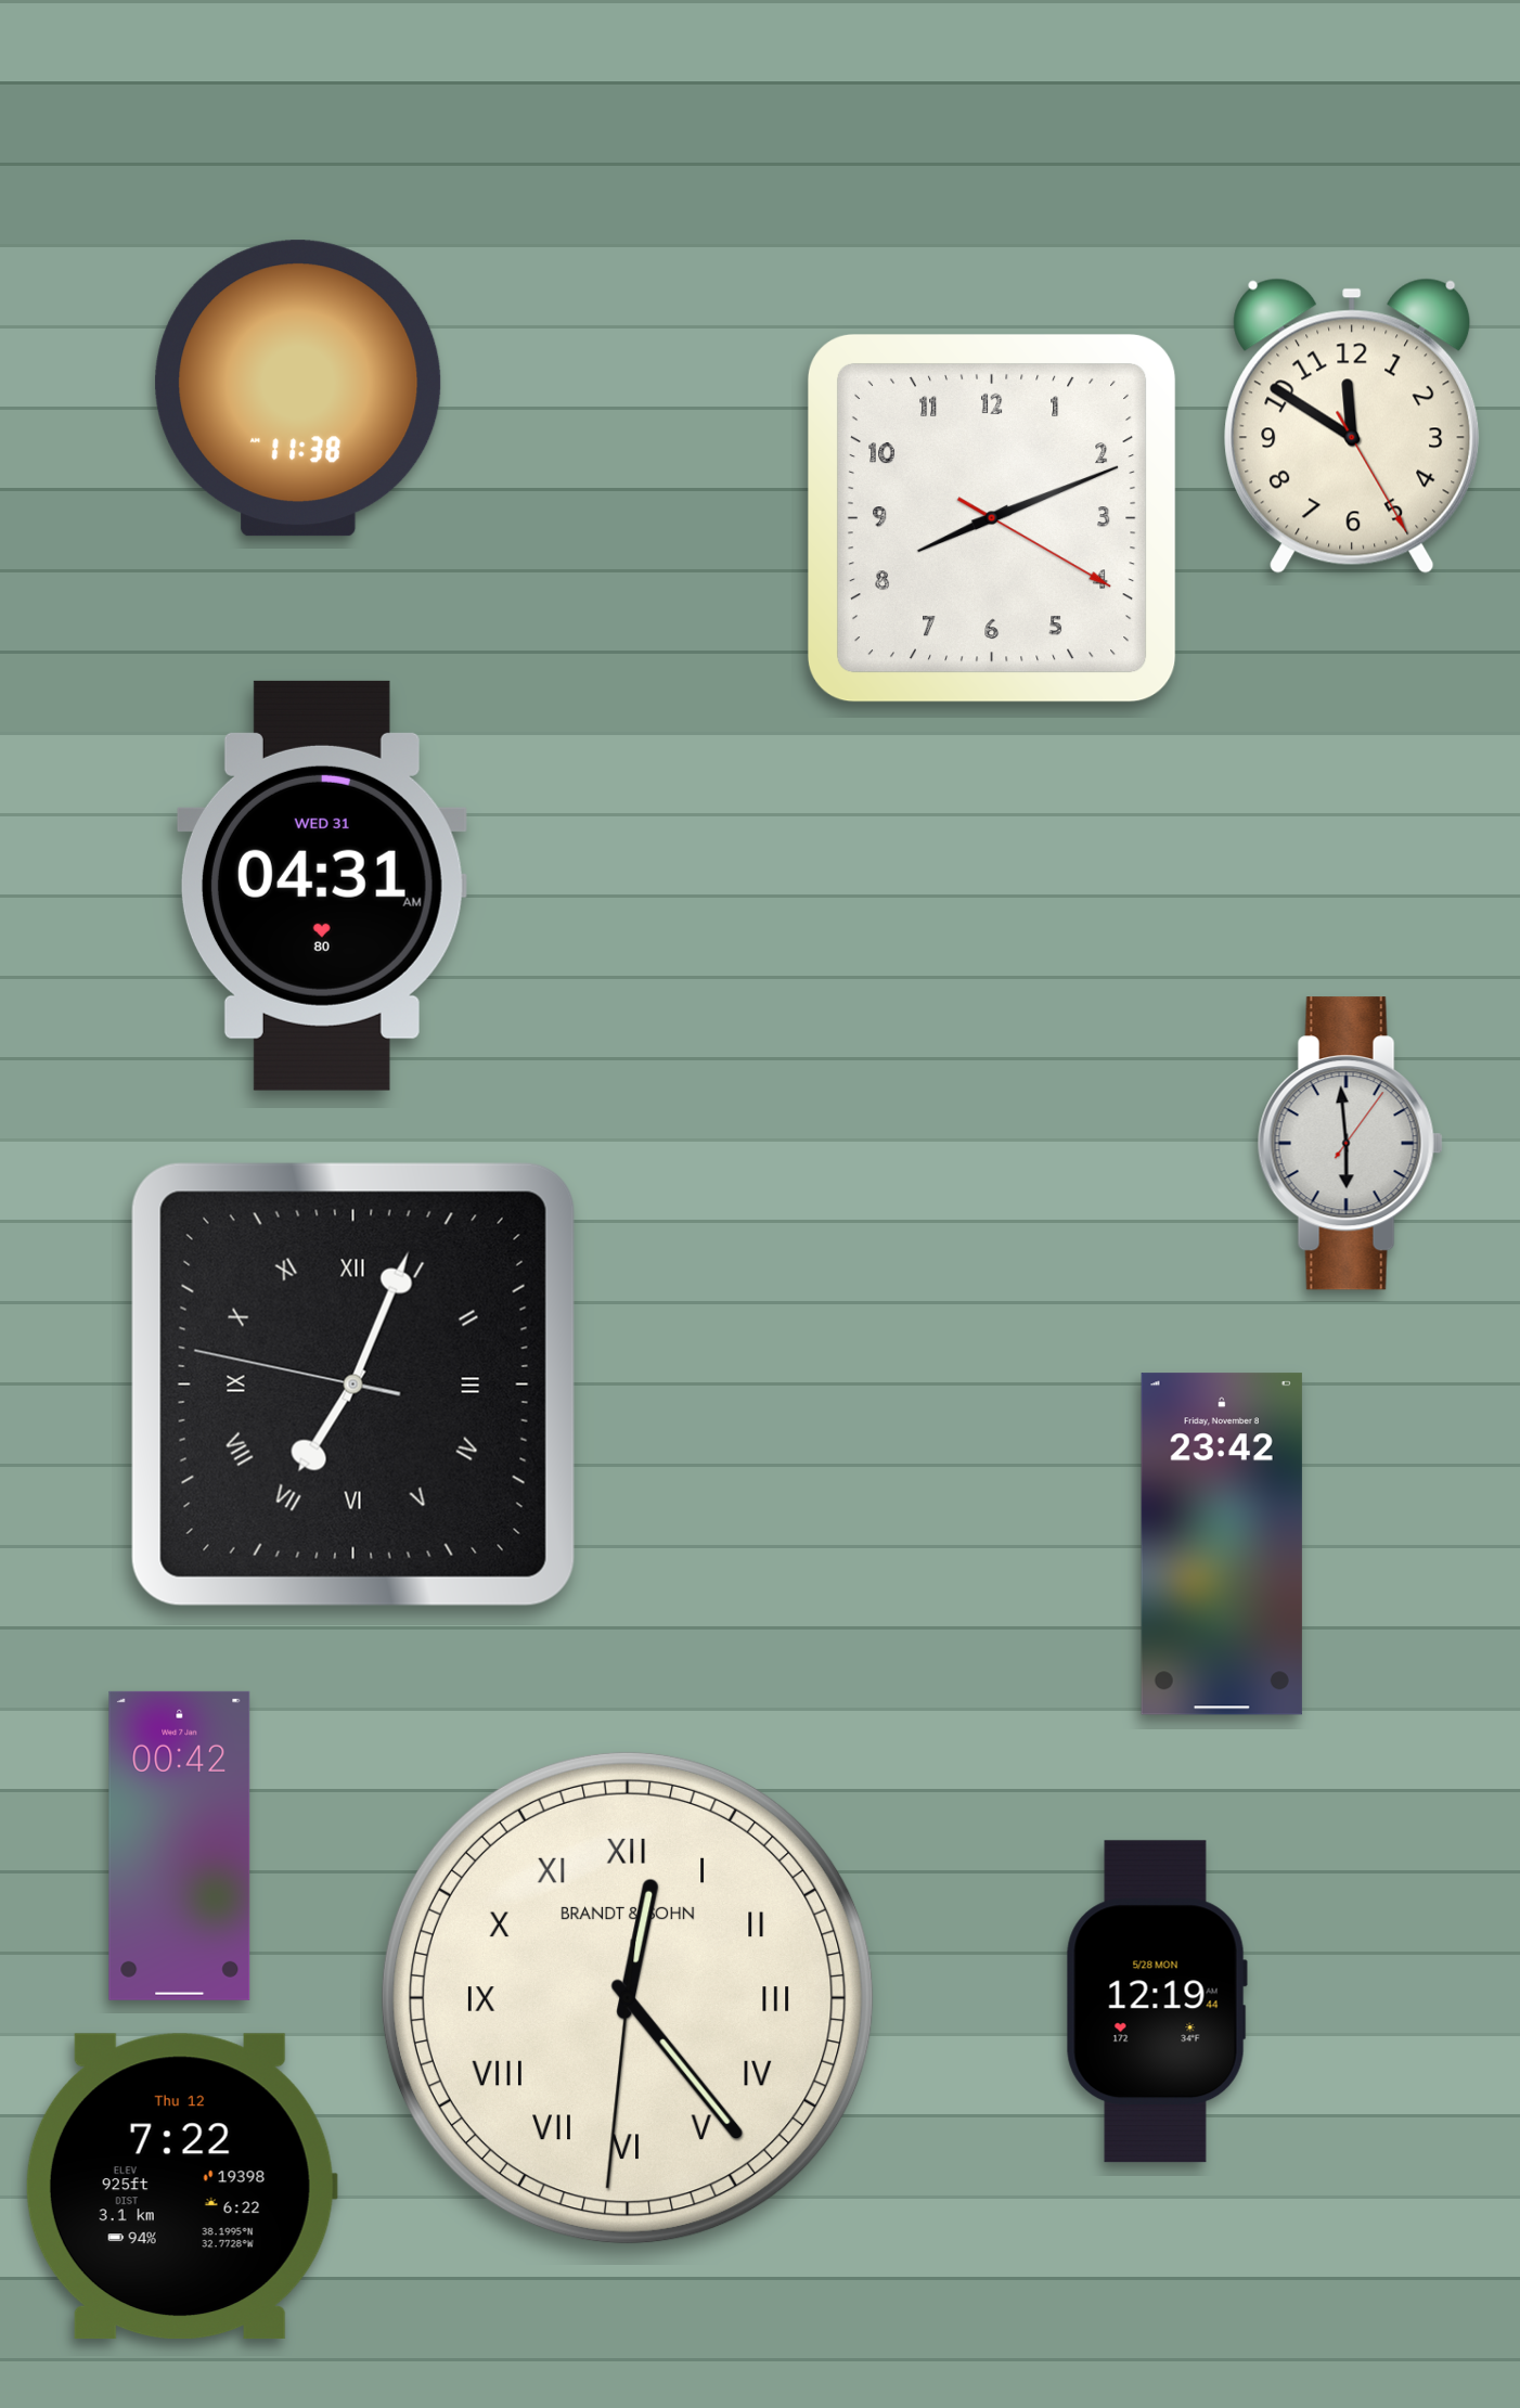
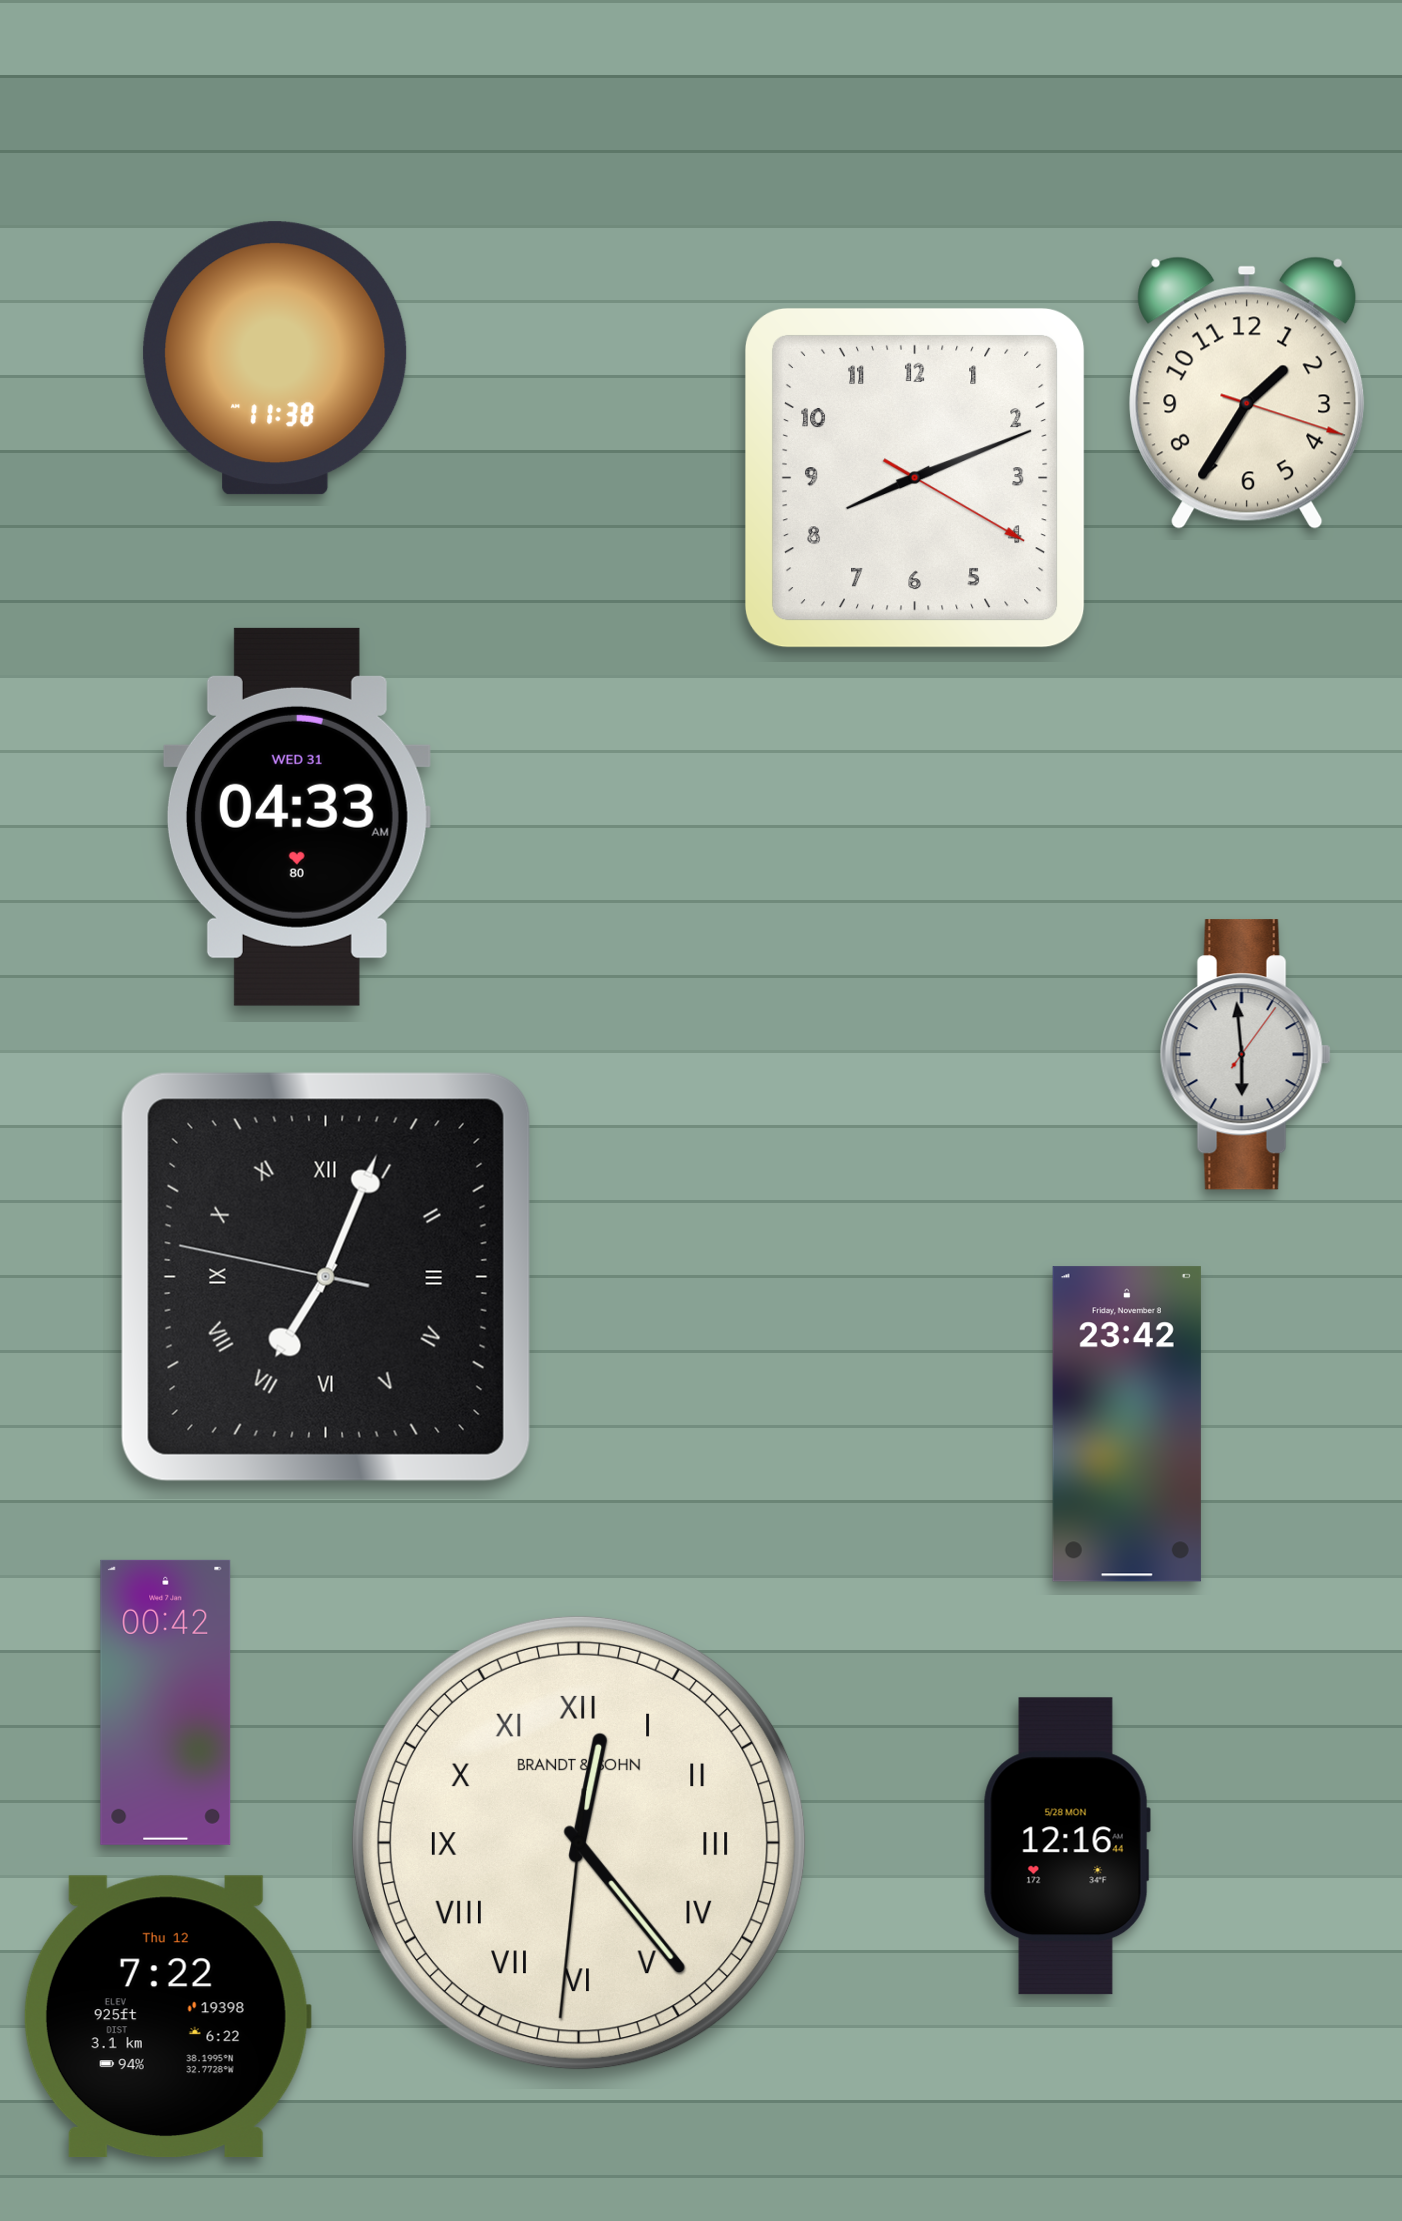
clock at (1352, 426): 11:50 -> 1:35
clock at (322, 886): 04:31 -> 04:33
clock at (1157, 2001): 12:19 -> 12:16
